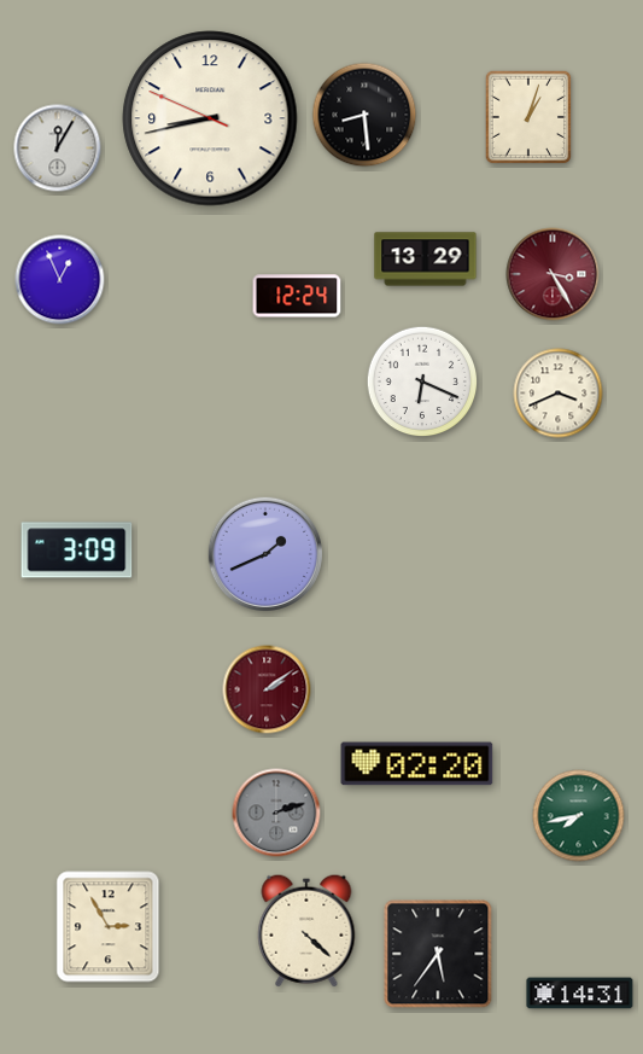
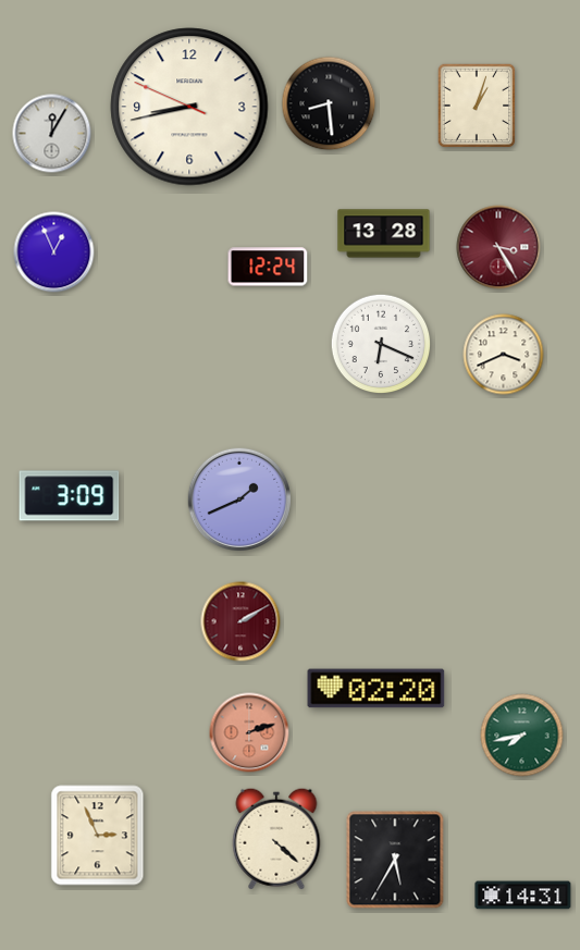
clock at (426, 260): 13:29 -> 13:28
clock at (267, 689): 2:09 -> 2:10
clock at (276, 813) dial: grey -> salmon
clock at (109, 927): 2:55 -> 2:56
clock at (438, 954): 5:36 -> 5:35
